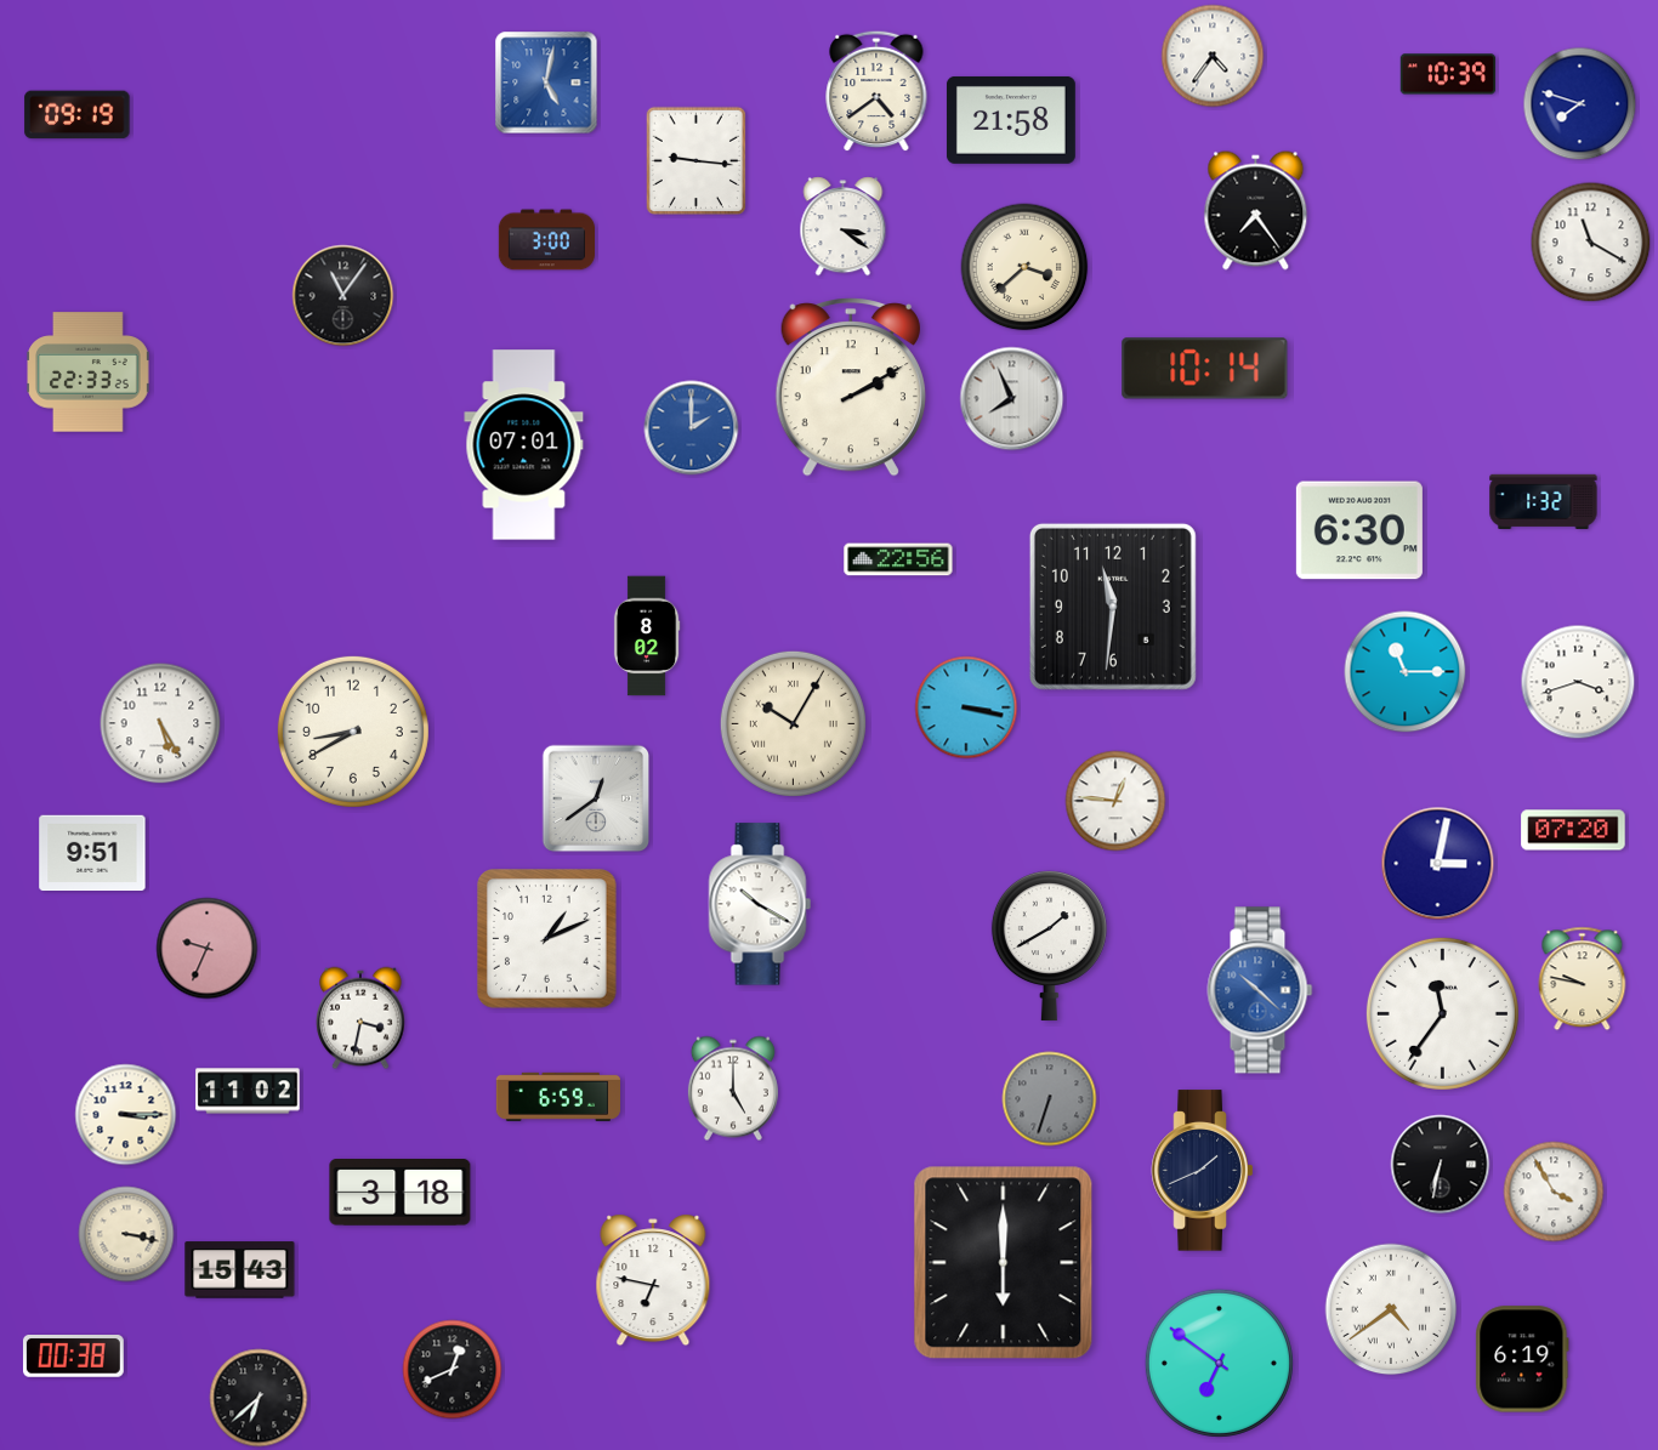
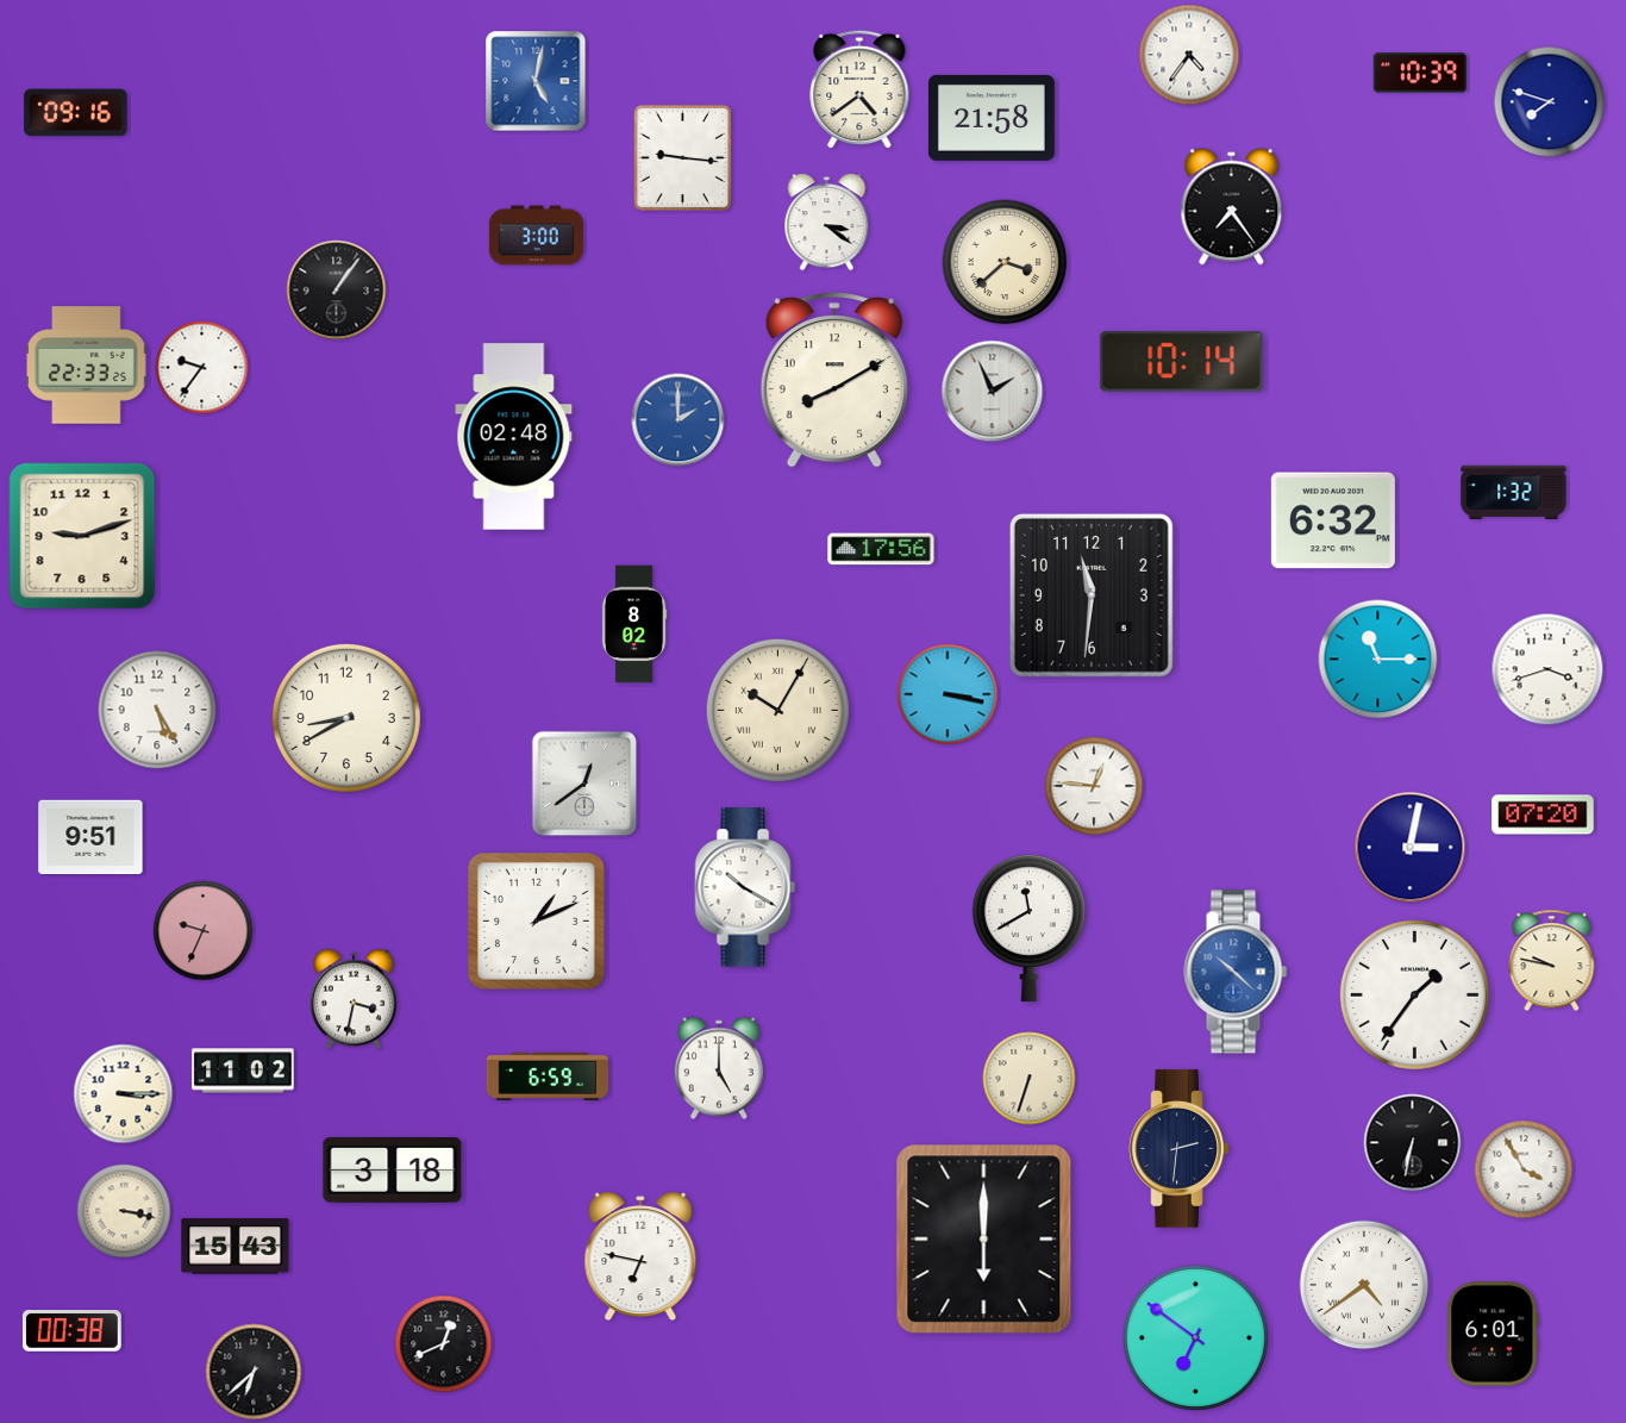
clock at (78, 115): 09:19 -> 09:16
clock at (1591, 243): 11:20 -> none
clock at (343, 296): 11:06 -> 1:06
clock at (202, 368): none -> 9:36
clock at (851, 387): 2:10 -> 8:10
clock at (1012, 399): 7:56 -> 1:56
clock at (524, 445): 07:01 -> 02:48
clock at (1359, 530): 6:30 -> 6:32
clock at (82, 536): none -> 9:12
clock at (898, 559): 22:56 -> 17:56
clock at (1049, 946): 1:40 -> 11:40
clock at (1442, 1013): 11:36 -> 1:36
clock at (1050, 1099) dial: grey -> cream
clock at (1203, 1171): 1:41 -> 2:31
clock at (1522, 1359): 6:19 -> 6:01
